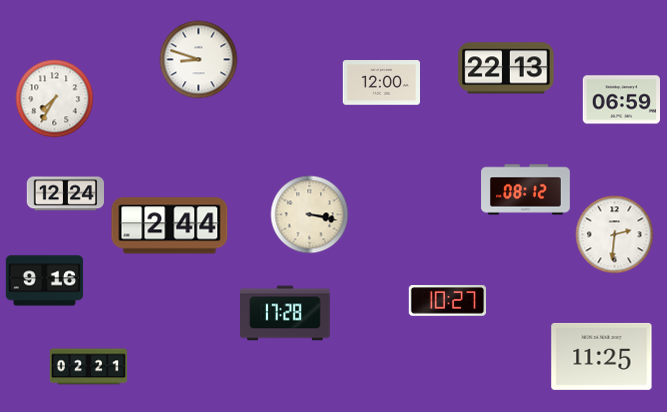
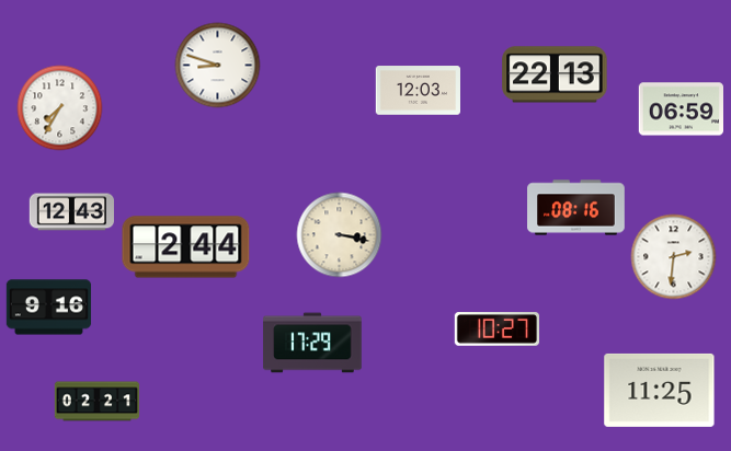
clock at (381, 83): 12:00 -> 12:03
clock at (526, 190): 08:12 -> 08:16
clock at (65, 194): 12:24 -> 12:43
clock at (447, 301) position: (447, 301) -> (496, 329)
clock at (285, 313): 17:28 -> 17:29
